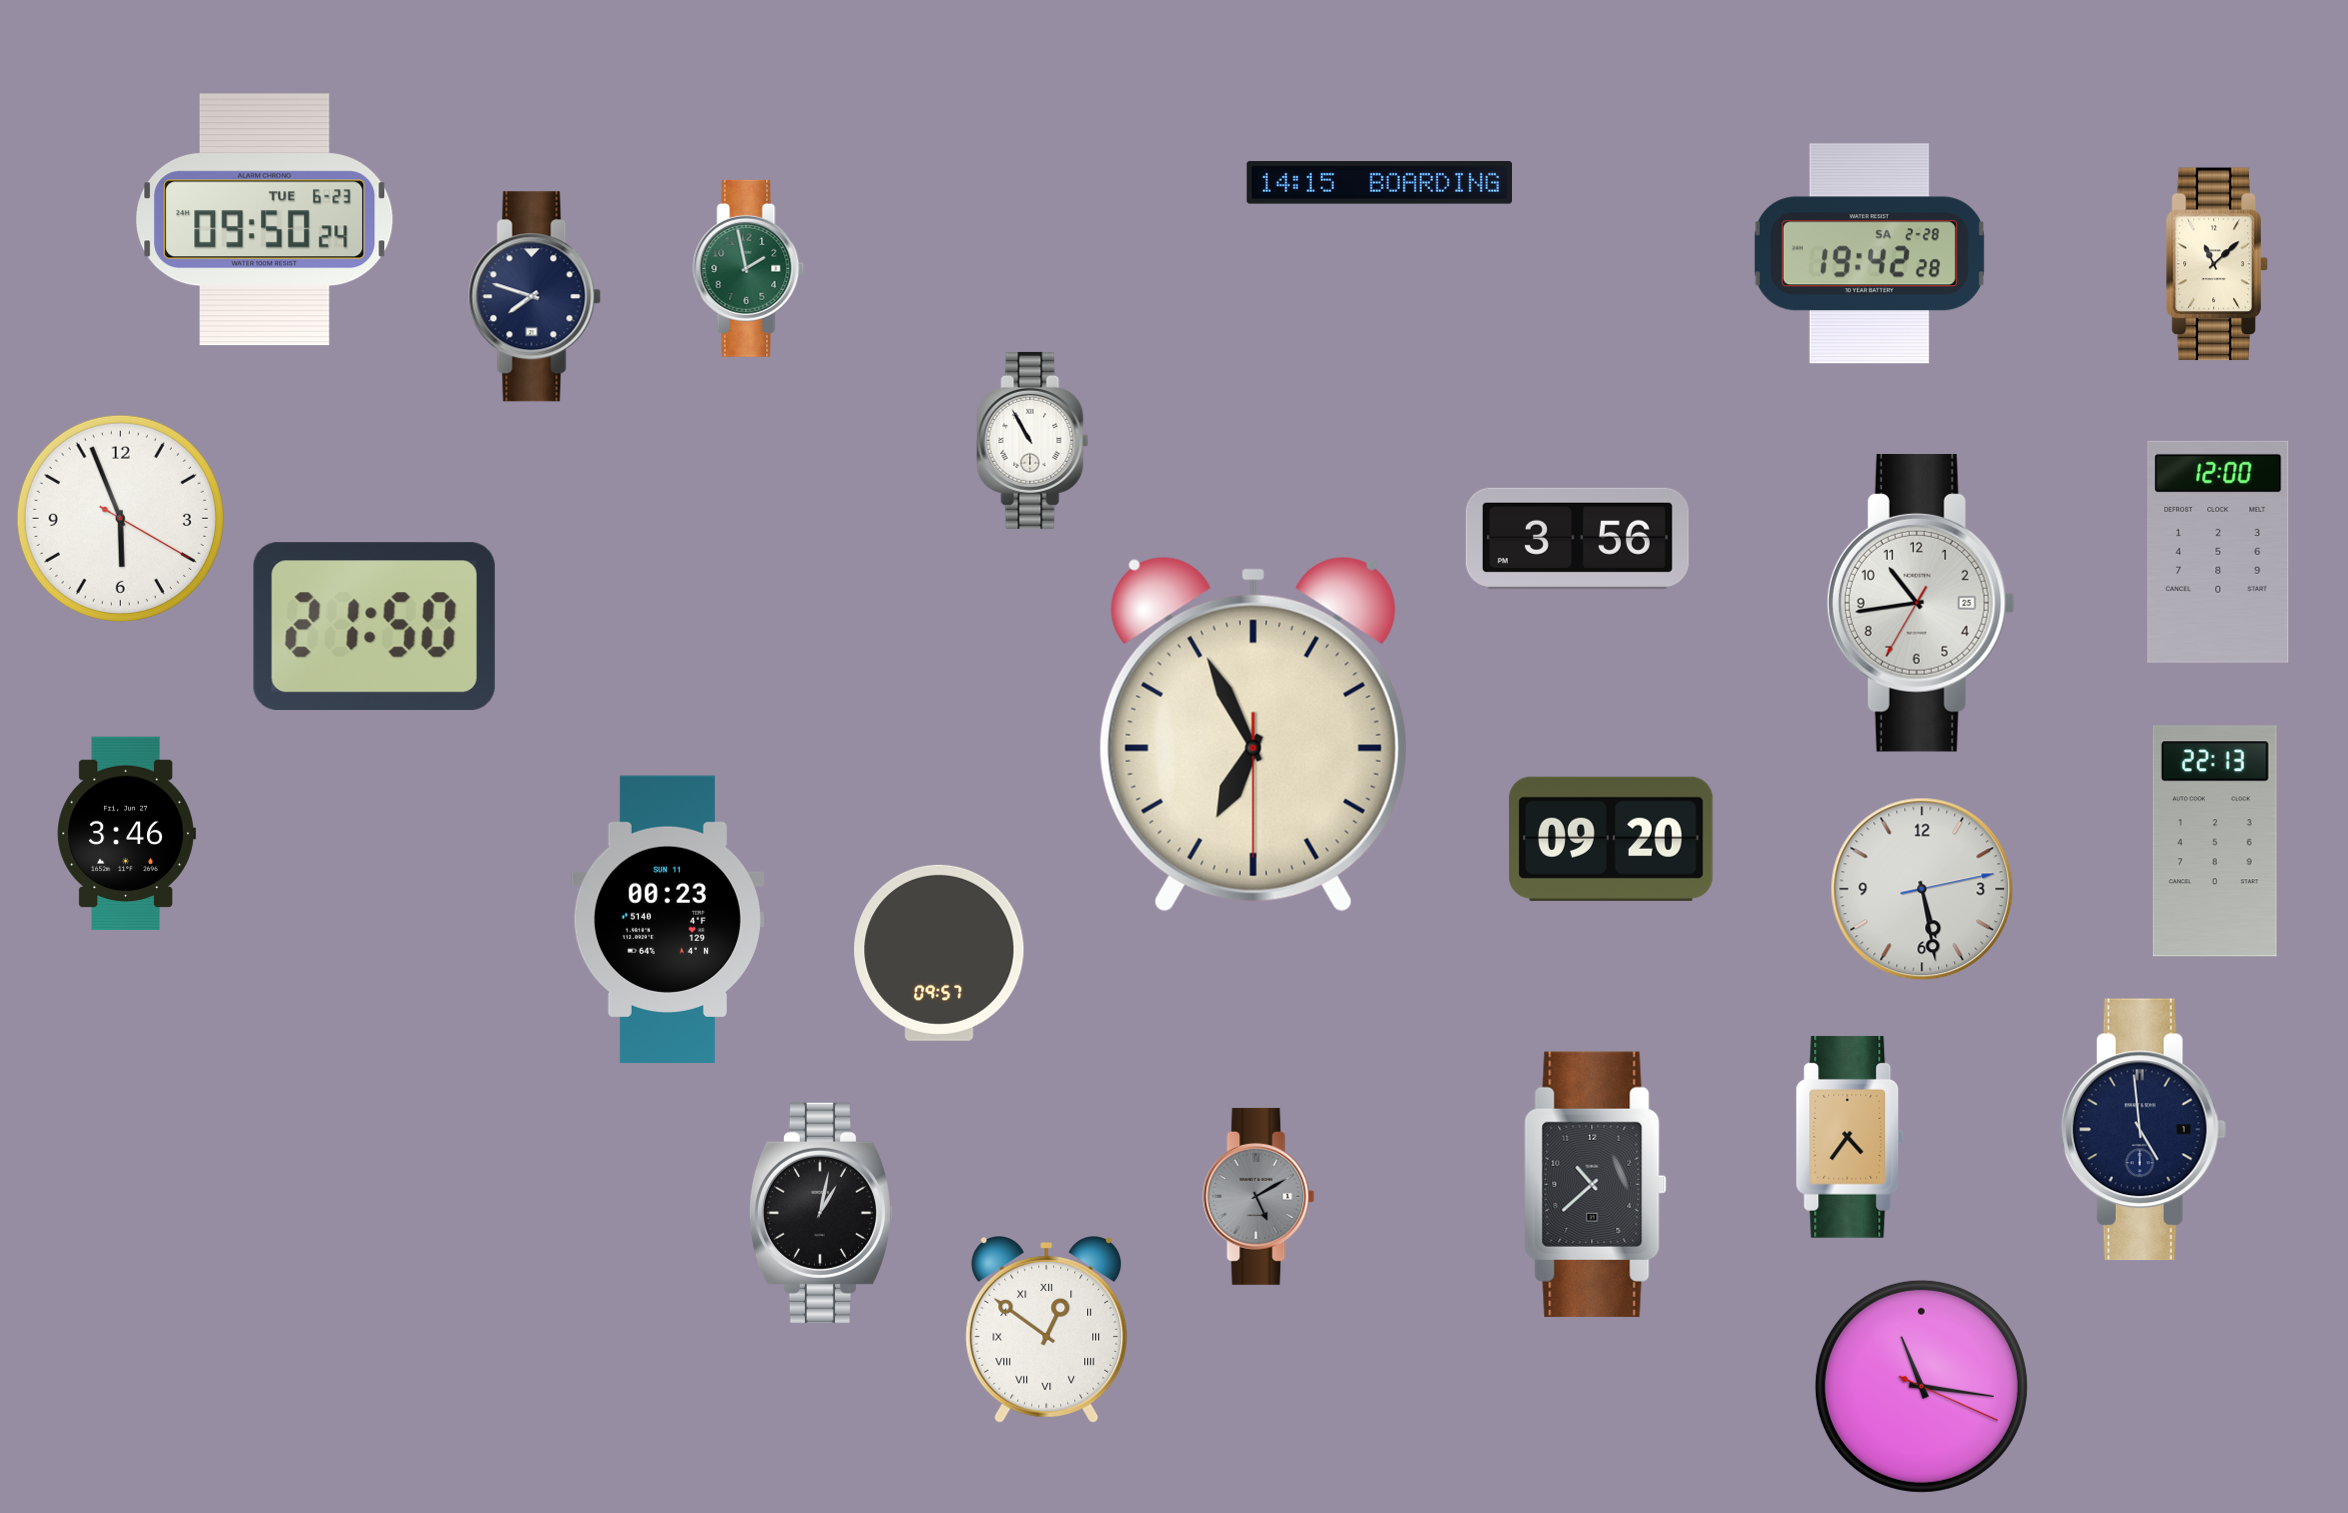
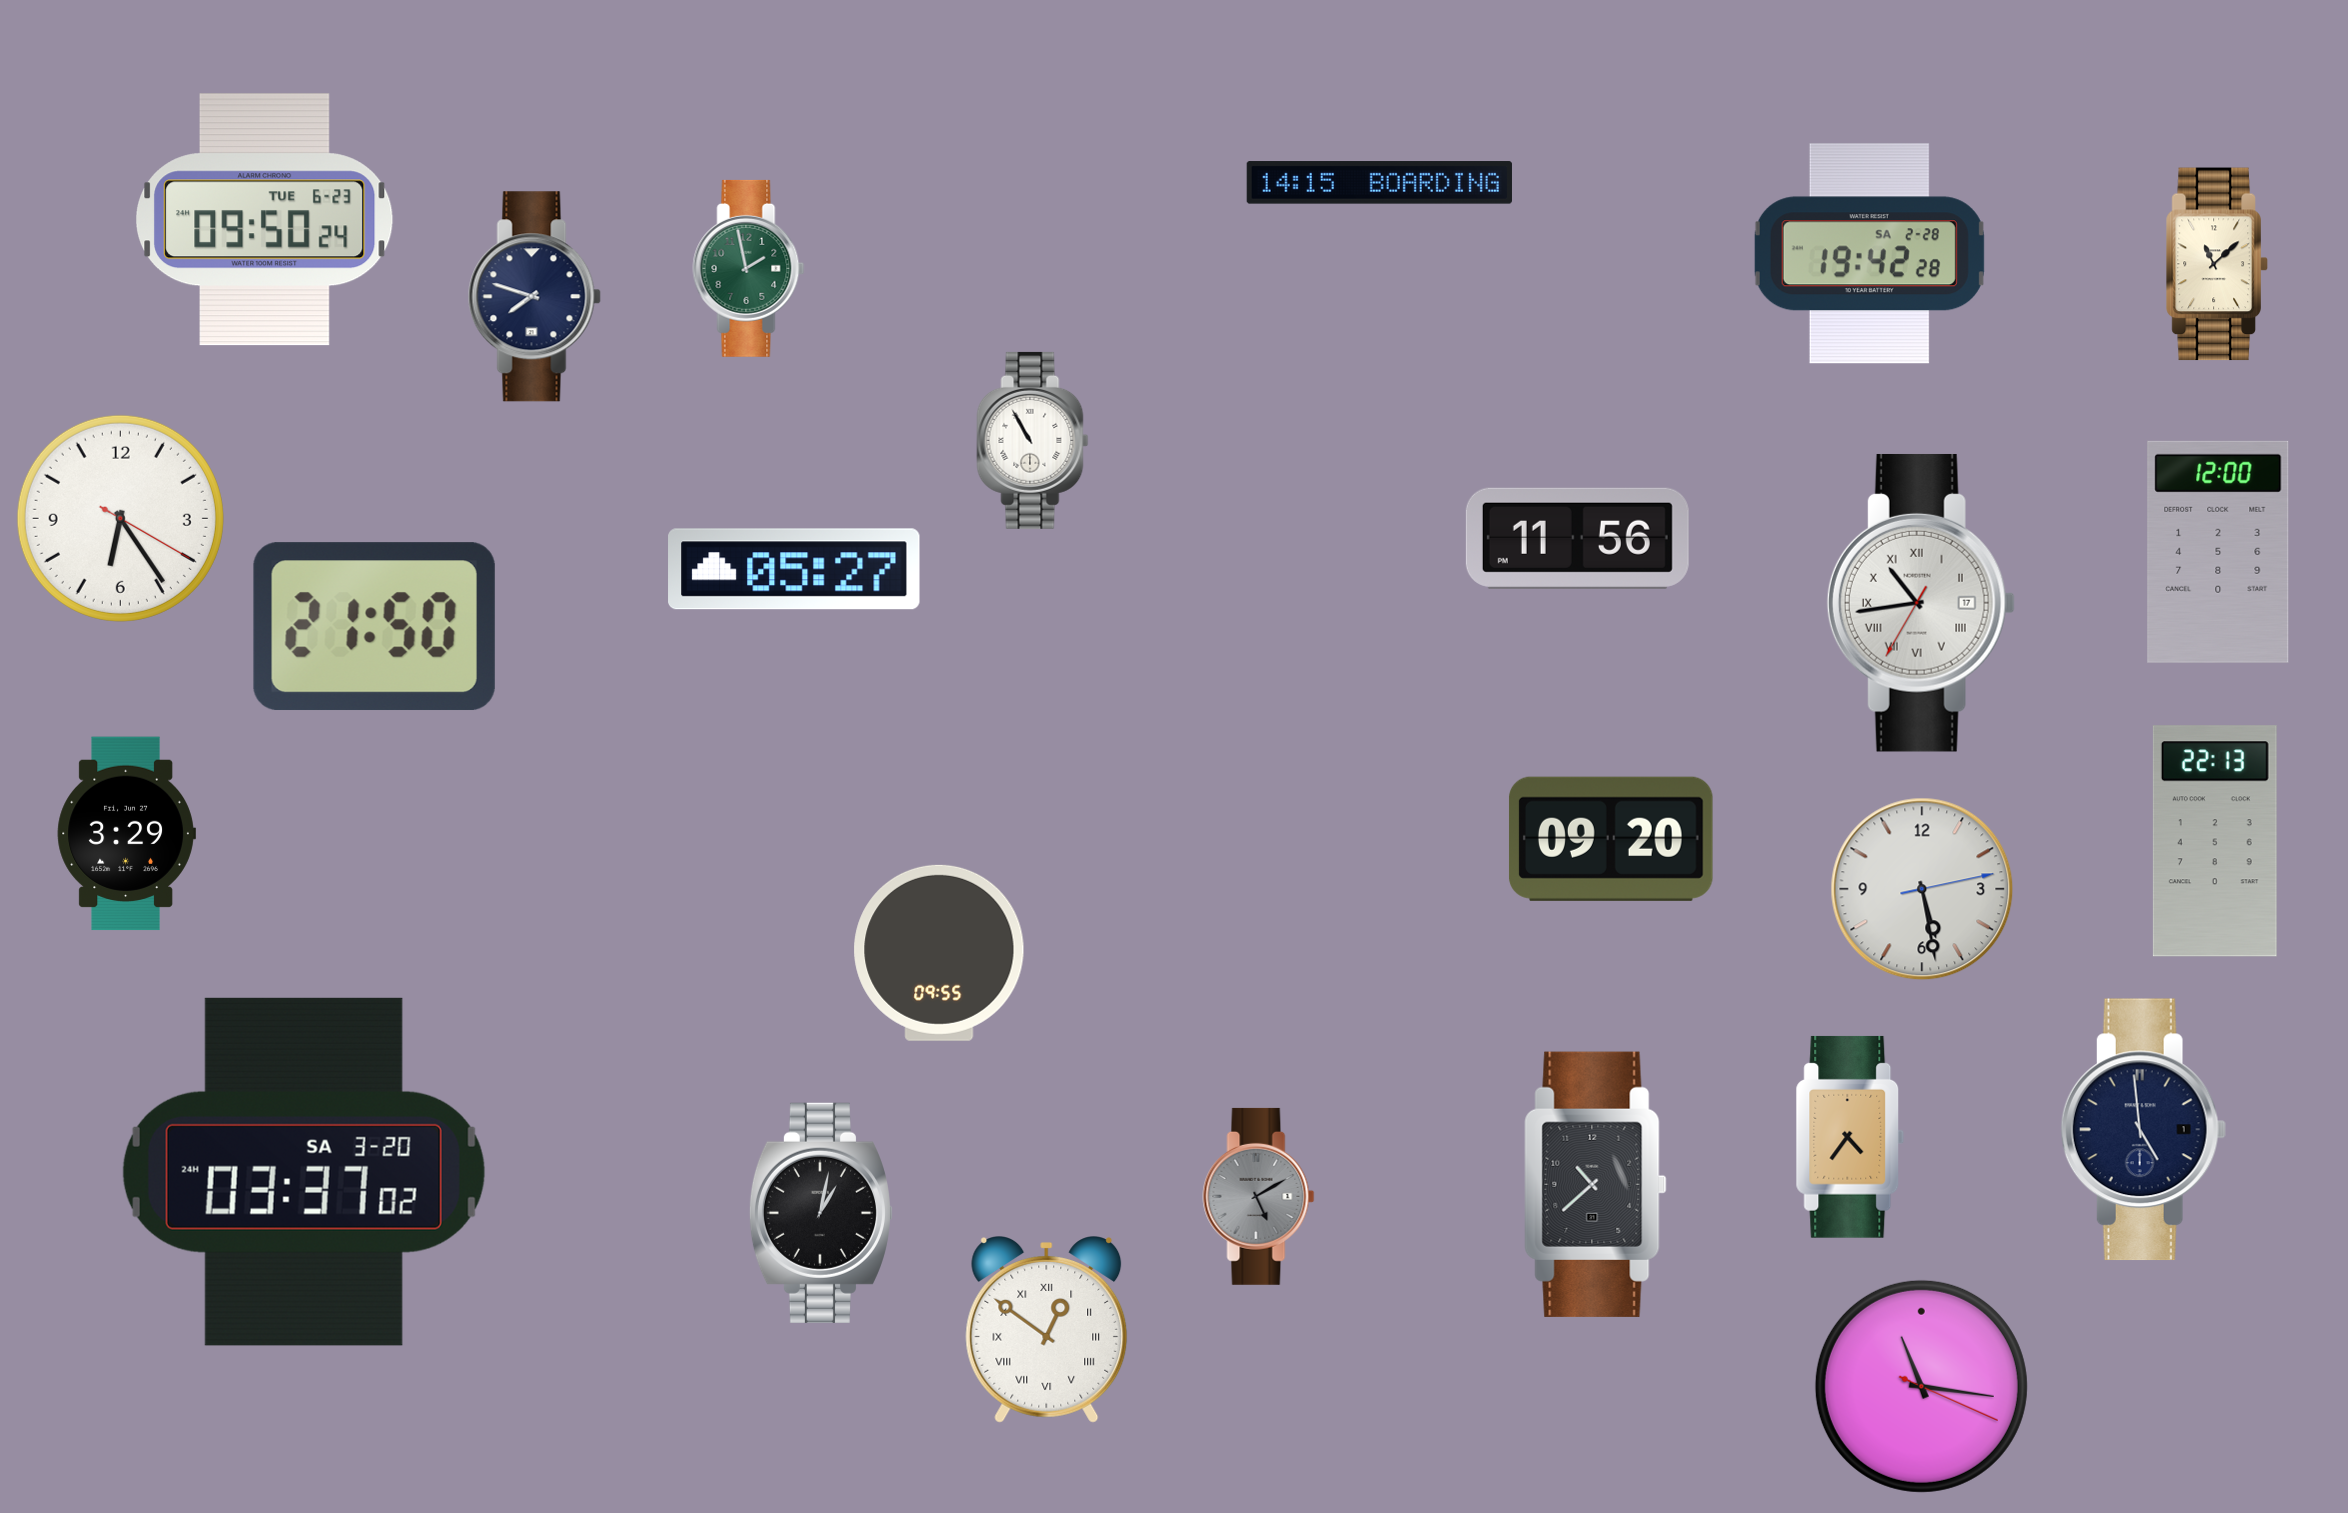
clock at (120, 518): 5:56 -> 6:24
clock at (1577, 538): 3:56 -> 11:56
clock at (794, 569): none -> 05:27
clock at (1921, 603) date: 25 -> 17
clock at (1921, 603) numerals: Arabic -> Roman
clock at (1253, 734): 6:55 -> none
clock at (126, 834): 3:46 -> 3:29
clock at (667, 919): 00:23 -> none
clock at (939, 953): 09:57 -> 09:55
clock at (304, 1172): none -> 03:37
